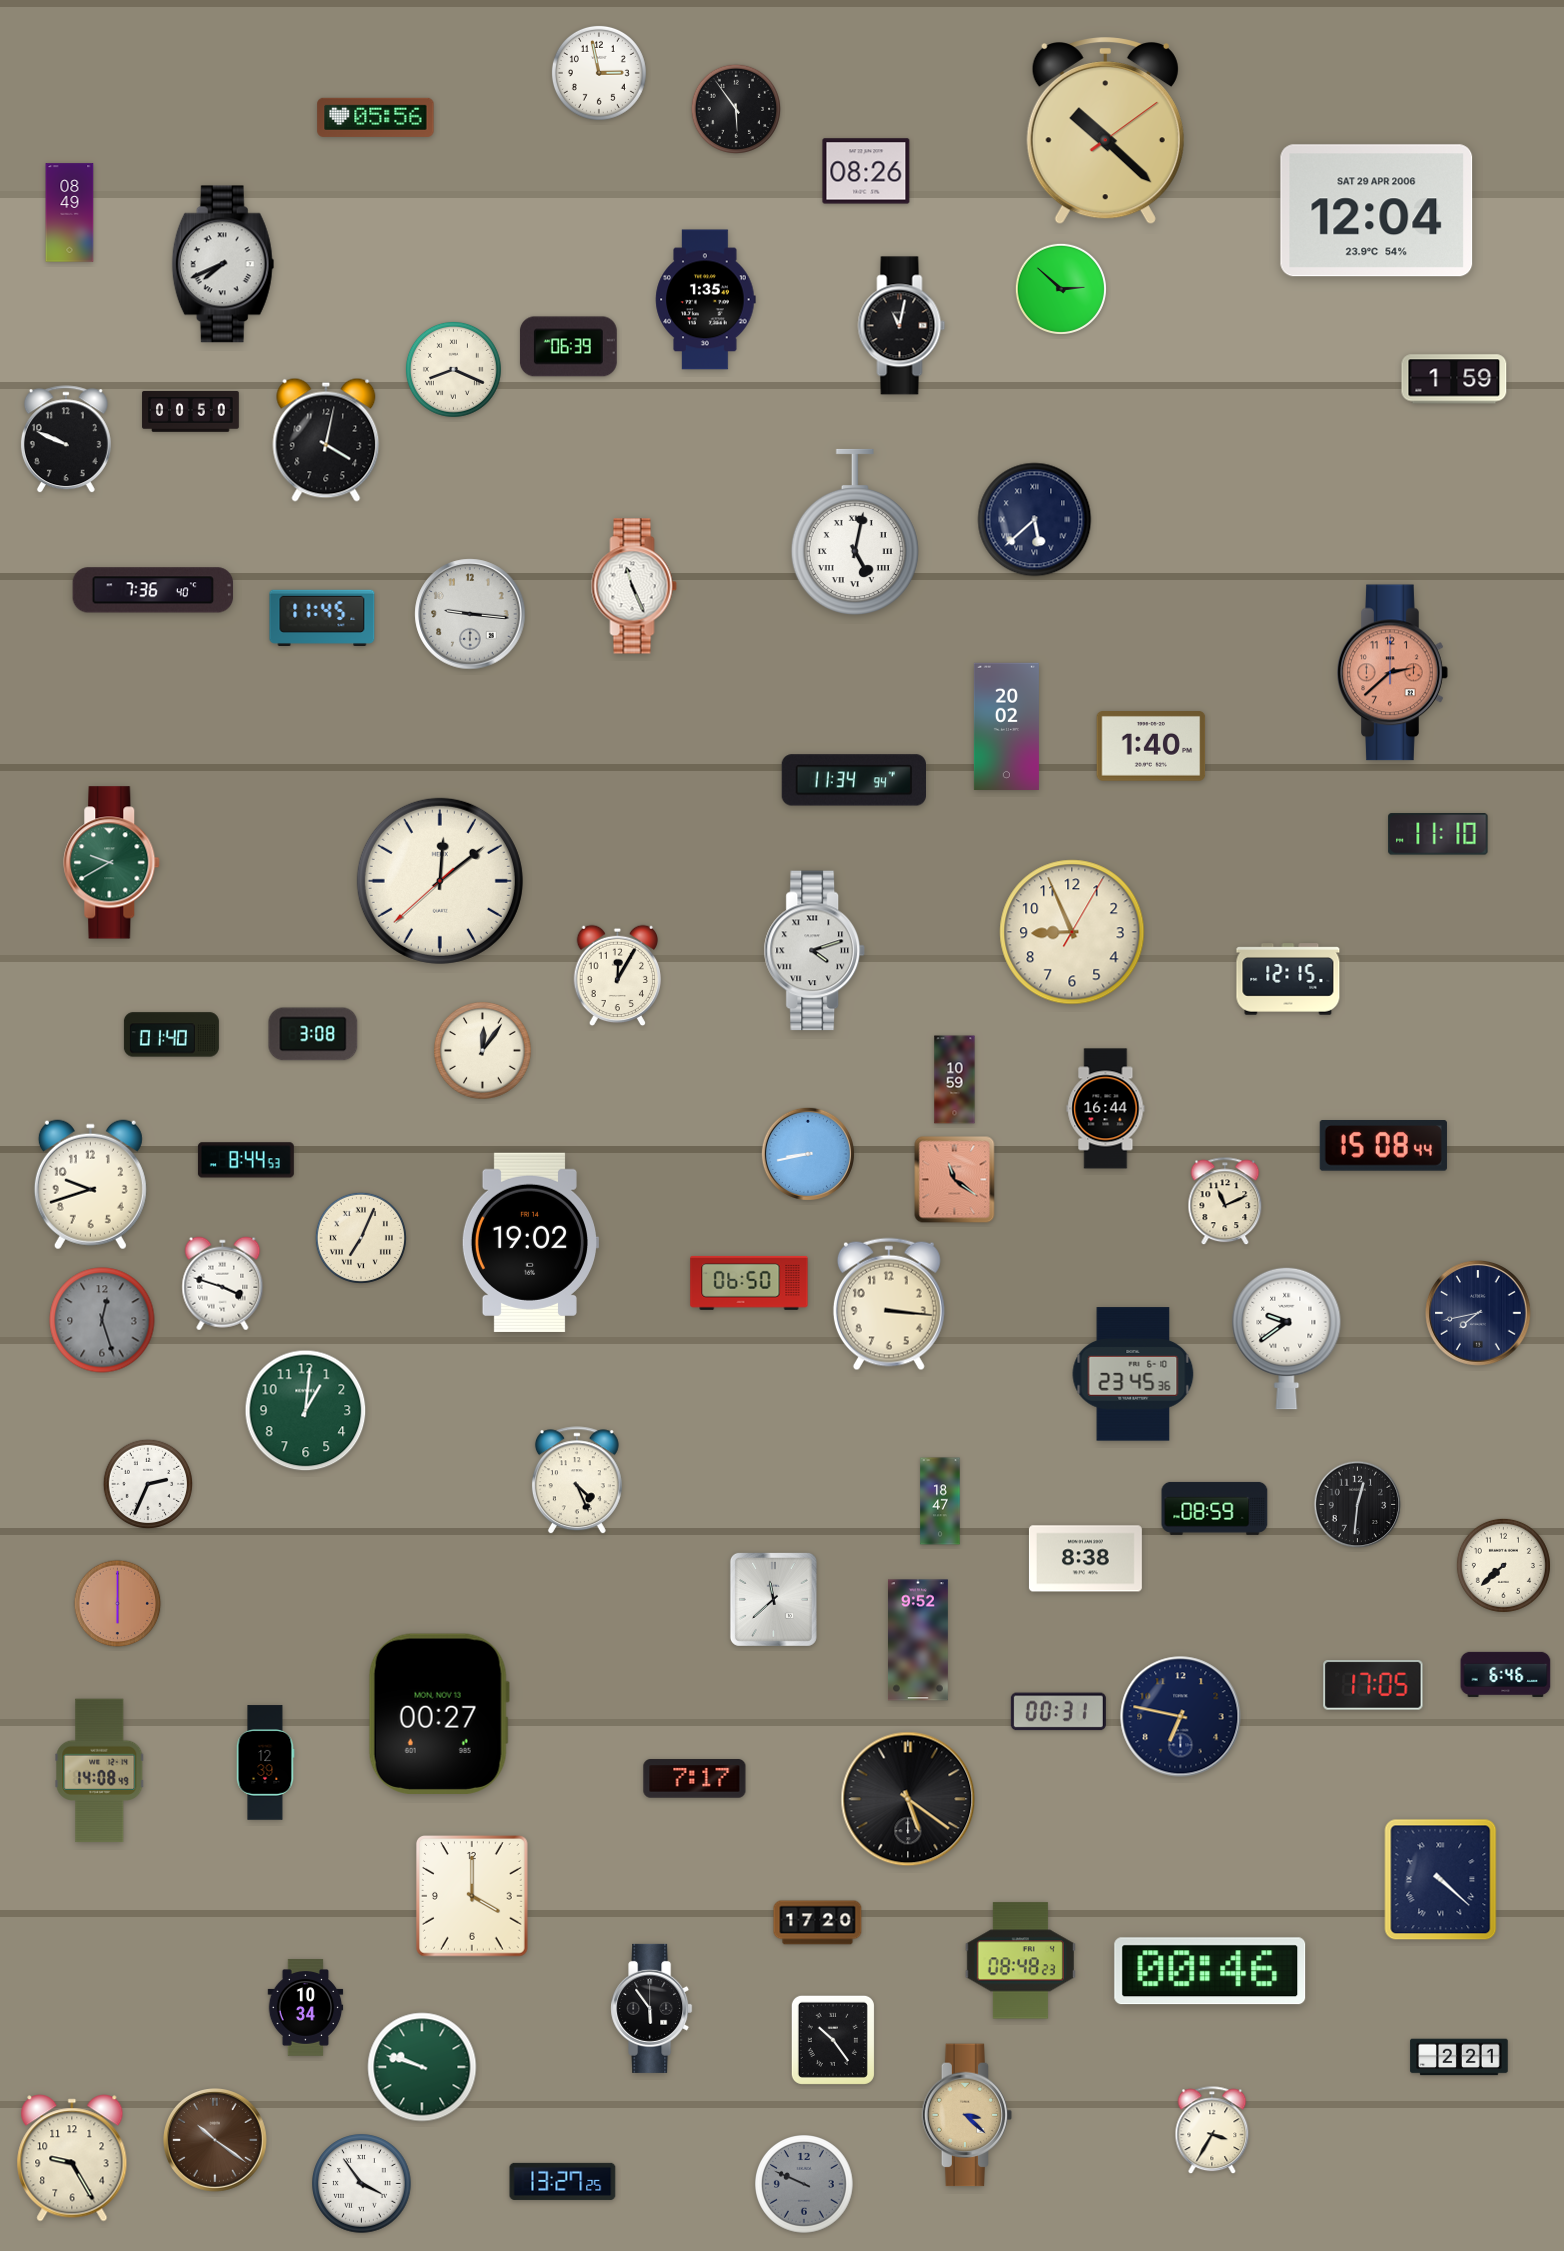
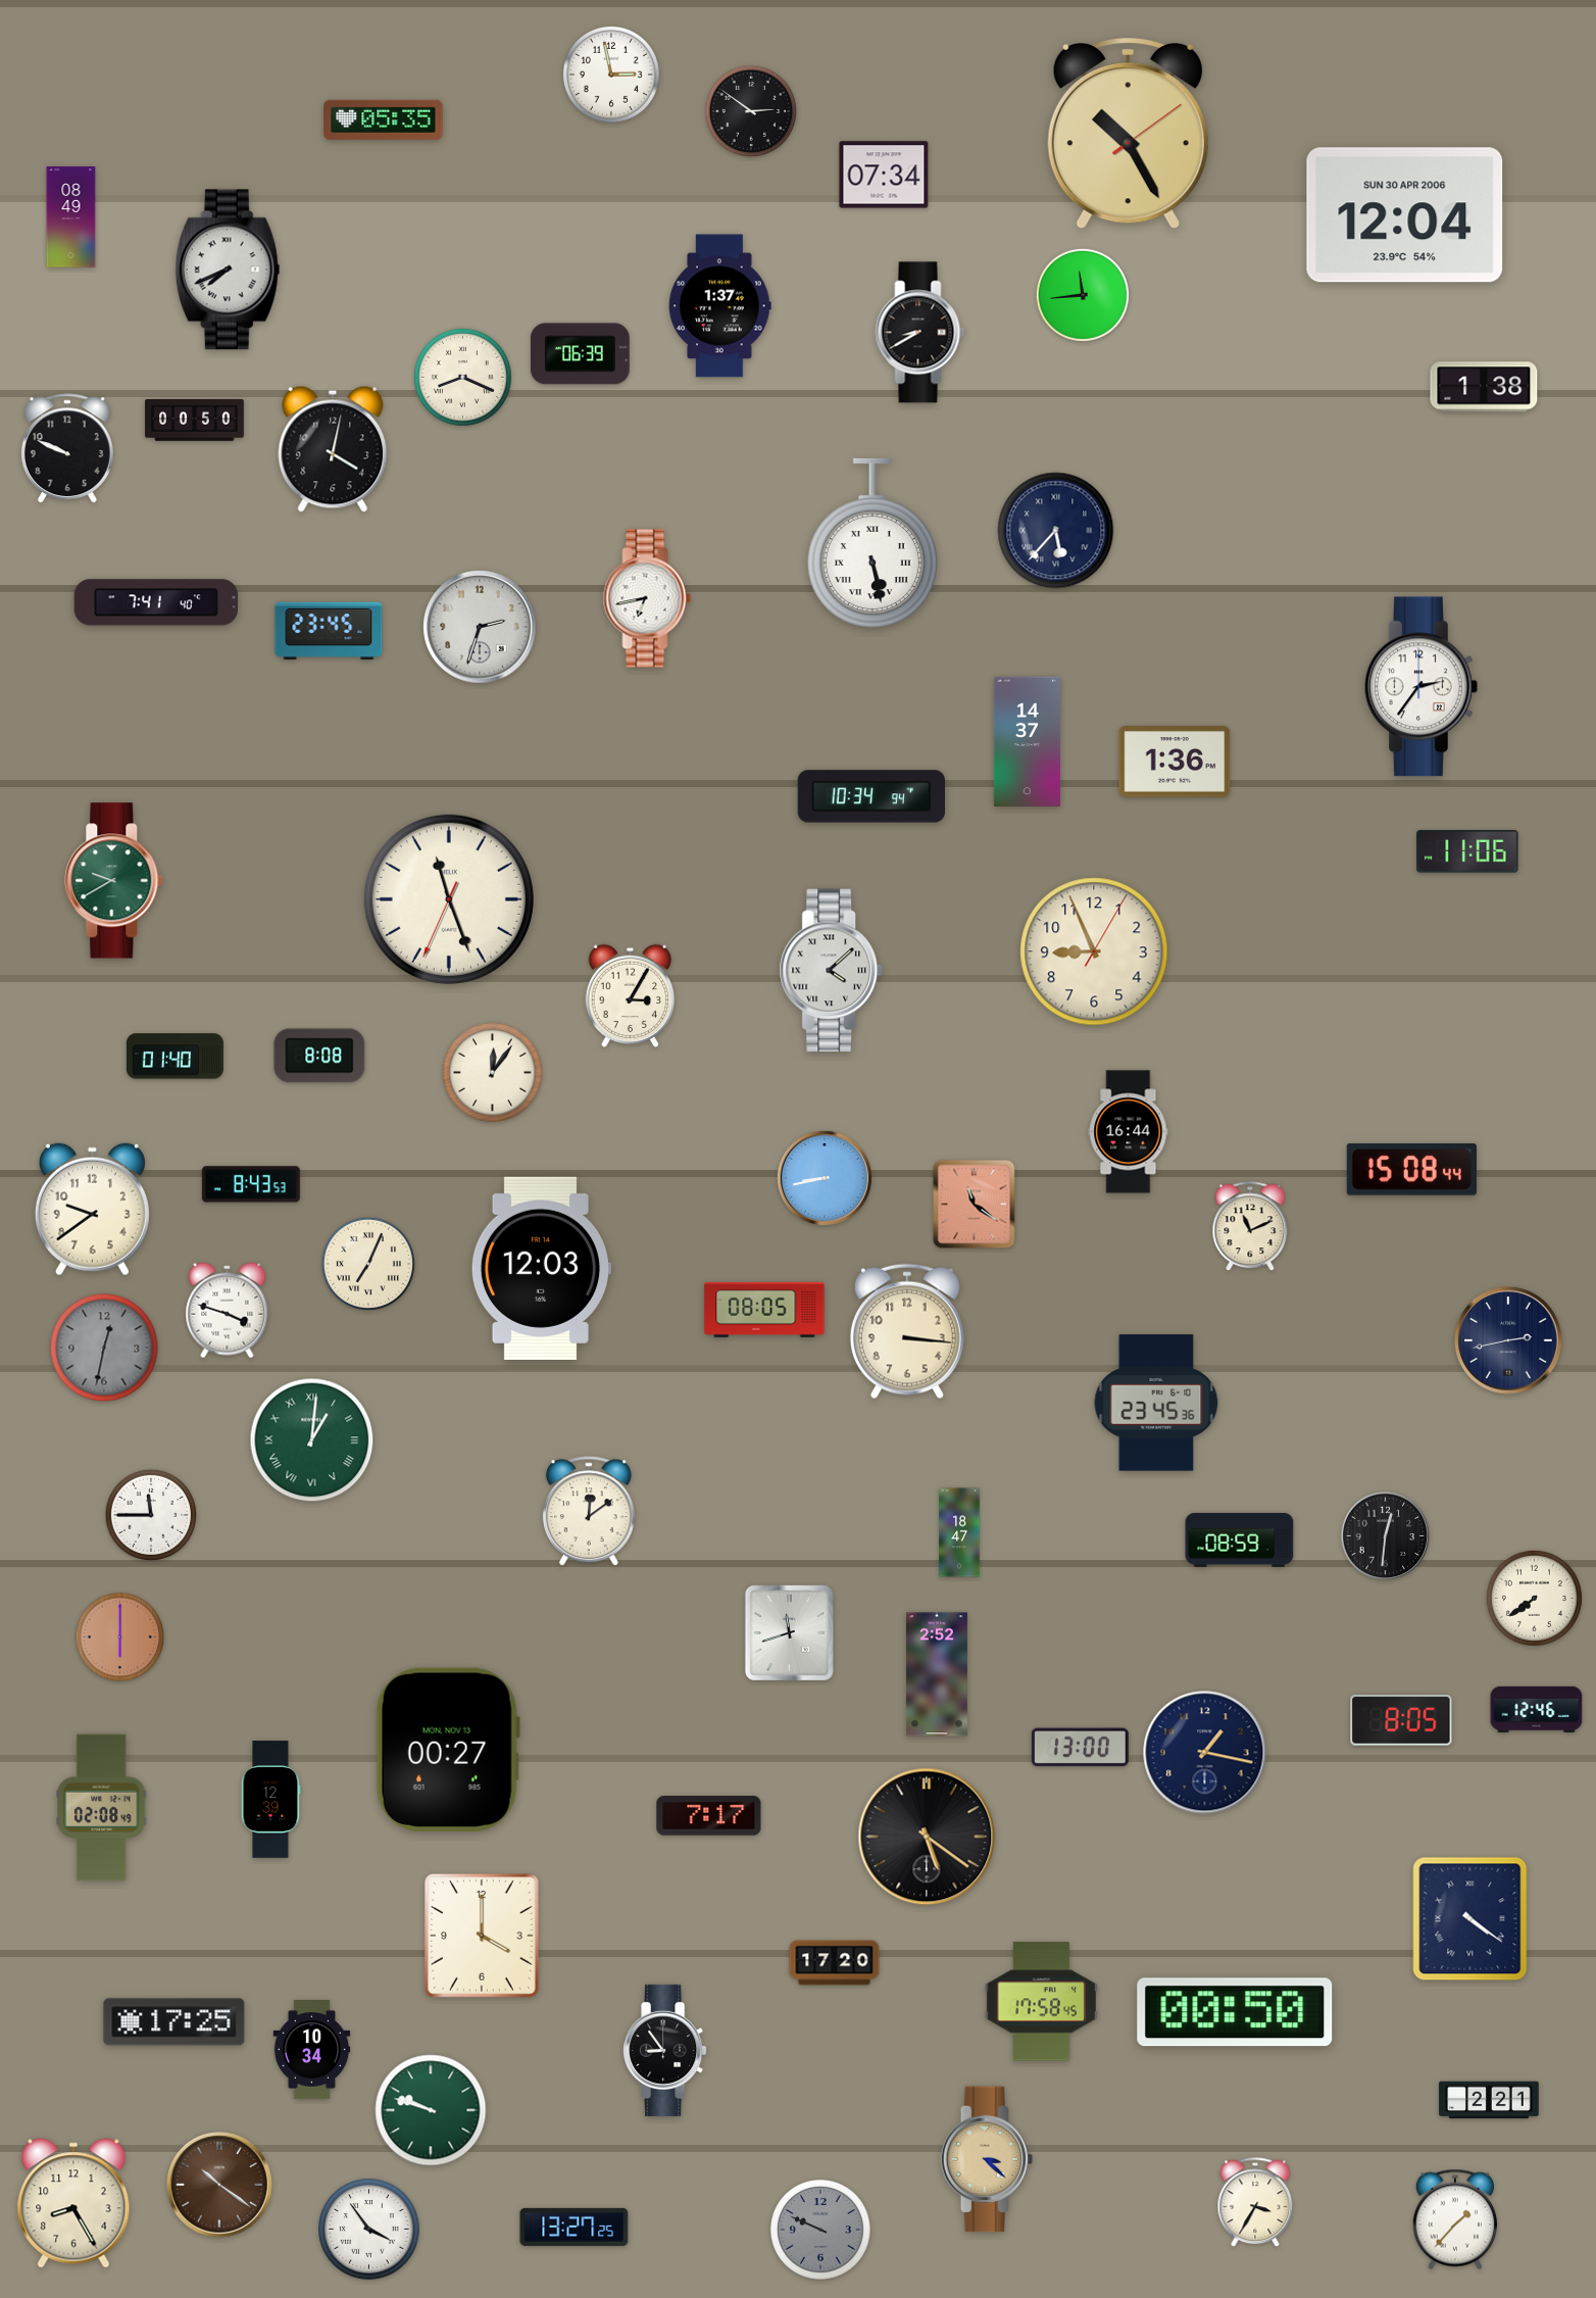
clock at (736, 109): 5:54 -> 2:51
clock at (376, 117): 05:56 -> 05:35
clock at (1105, 132): 10:22 -> 10:25
clock at (866, 171): 08:26 -> 07:34
clock at (1377, 211) date: SAT 29 APR 2006 -> SUN 30 APR 2006
clock at (1061, 289): 2:52 -> 11:44
clock at (706, 300): 1:35 -> 1:37
clock at (902, 326): 11:02 -> 8:40
clock at (1454, 379): 1:59 -> 1:38
clock at (1035, 520): 5:38 -> 5:37
clock at (855, 532): 5:02 -> 5:28
clock at (634, 586): 11:26 -> 6:43
clock at (153, 590): 7:36 -> 7:41
clock at (470, 614): 9:16 -> 2:33
clock at (322, 617): 11:45 -> 23:45
clock at (1393, 673): 2:38 -> 2:36
clock at (1393, 673) dial: salmon -> white
clock at (1006, 727): 20:02 -> 14:37
clock at (1151, 747): 1:40 -> 1:36
clock at (853, 780): 11:34 -> 10:34
clock at (1438, 834): 11:10 -> 11:06
clock at (440, 881): 12:08 -> 11:26
clock at (814, 951): 4:12 -> 4:08
clock at (617, 976): 12:05 -> 3:05
clock at (1288, 979): 12:15 -> none
clock at (313, 1034): 3:08 -> 8:08
clock at (955, 1080): 10:59 -> none
clock at (246, 1160): 8:44 -> 8:43
clock at (90, 1185): 9:42 -> 9:39
clock at (529, 1242): 19:02 -> 12:03
clock at (749, 1283): 06:50 -> 08:05
clock at (1478, 1313): 7:43 -> 2:43
clock at (102, 1320): 12:27 -> 12:32
clock at (1287, 1338): 9:39 -> none
clock at (306, 1411) numerals: Arabic -> Roman
clock at (577, 1481): 4:26 -> 12:09
clock at (148, 1484): 2:34 -> 11:45
clock at (1085, 1559): 8:38 -> none
clock at (1503, 1565): 7:38 -> 7:39
clock at (773, 1599): 11:38 -> 11:42
clock at (918, 1640): 9:52 -> 2:52
clock at (1506, 1674): 6:46 -> 12:46
clock at (1373, 1686): 17:05 -> 8:05
clock at (1058, 1712): 00:31 -> 13:00
clock at (1181, 1717): 6:47 -> 1:17
clock at (100, 1771): 14:08 -> 02:08
clock at (1441, 1880): 4:22 -> 4:21
clock at (1020, 1961): 08:48 -> 17:58
clock at (1210, 1971): 00:46 -> 00:50
clock at (174, 2022): none -> 17:25
clock at (652, 2008): 5:54 -> 8:54
clock at (833, 2040): 10:24 -> none
clock at (1212, 2131) position: (1212, 2131) -> (1255, 2203)
clock at (72, 2158): 9:25 -> 8:25
clock at (1454, 2219): none -> 1:37
